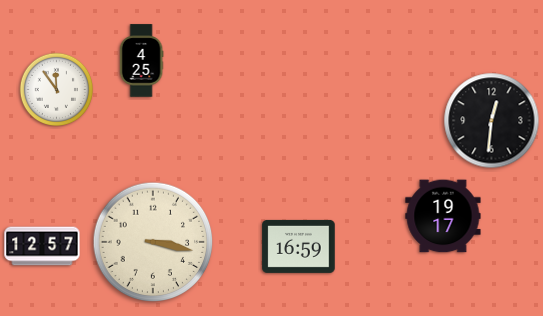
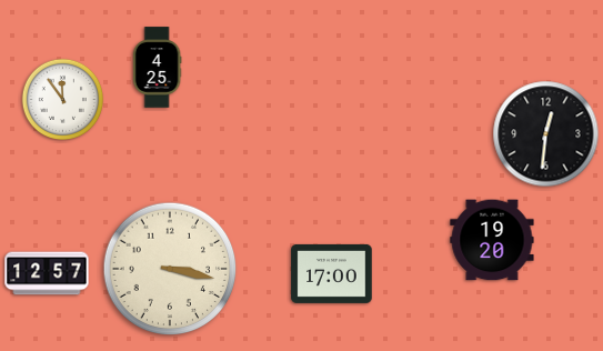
clock at (443, 216): 19:17 -> 19:20
clock at (299, 246): 16:59 -> 17:00
